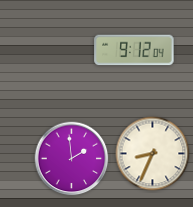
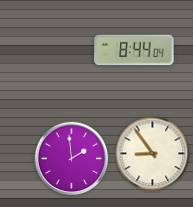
clock at (134, 50): 9:12 -> 8:44
clock at (153, 154): 8:34 -> 8:54
